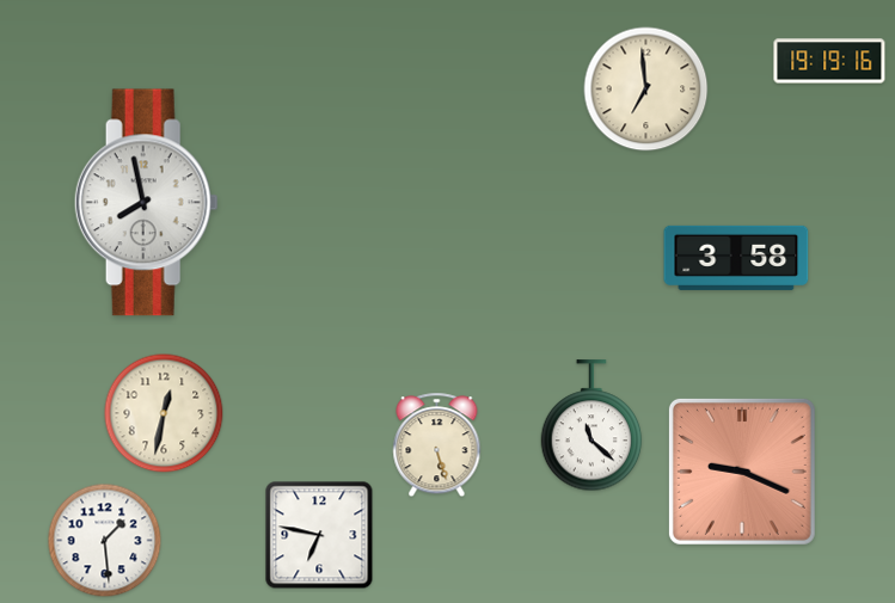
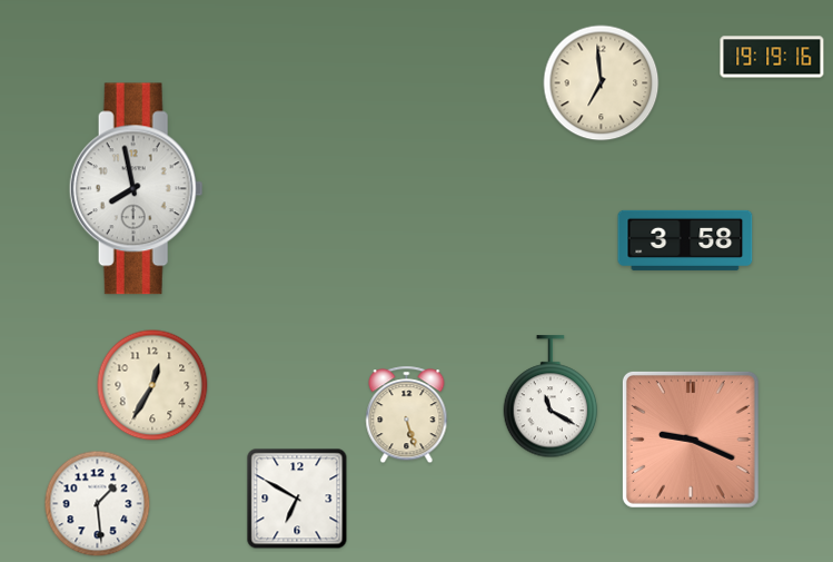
clock at (164, 413): 12:32 -> 12:35
clock at (591, 426): 11:22 -> 11:20
clock at (319, 535): 6:47 -> 6:50
